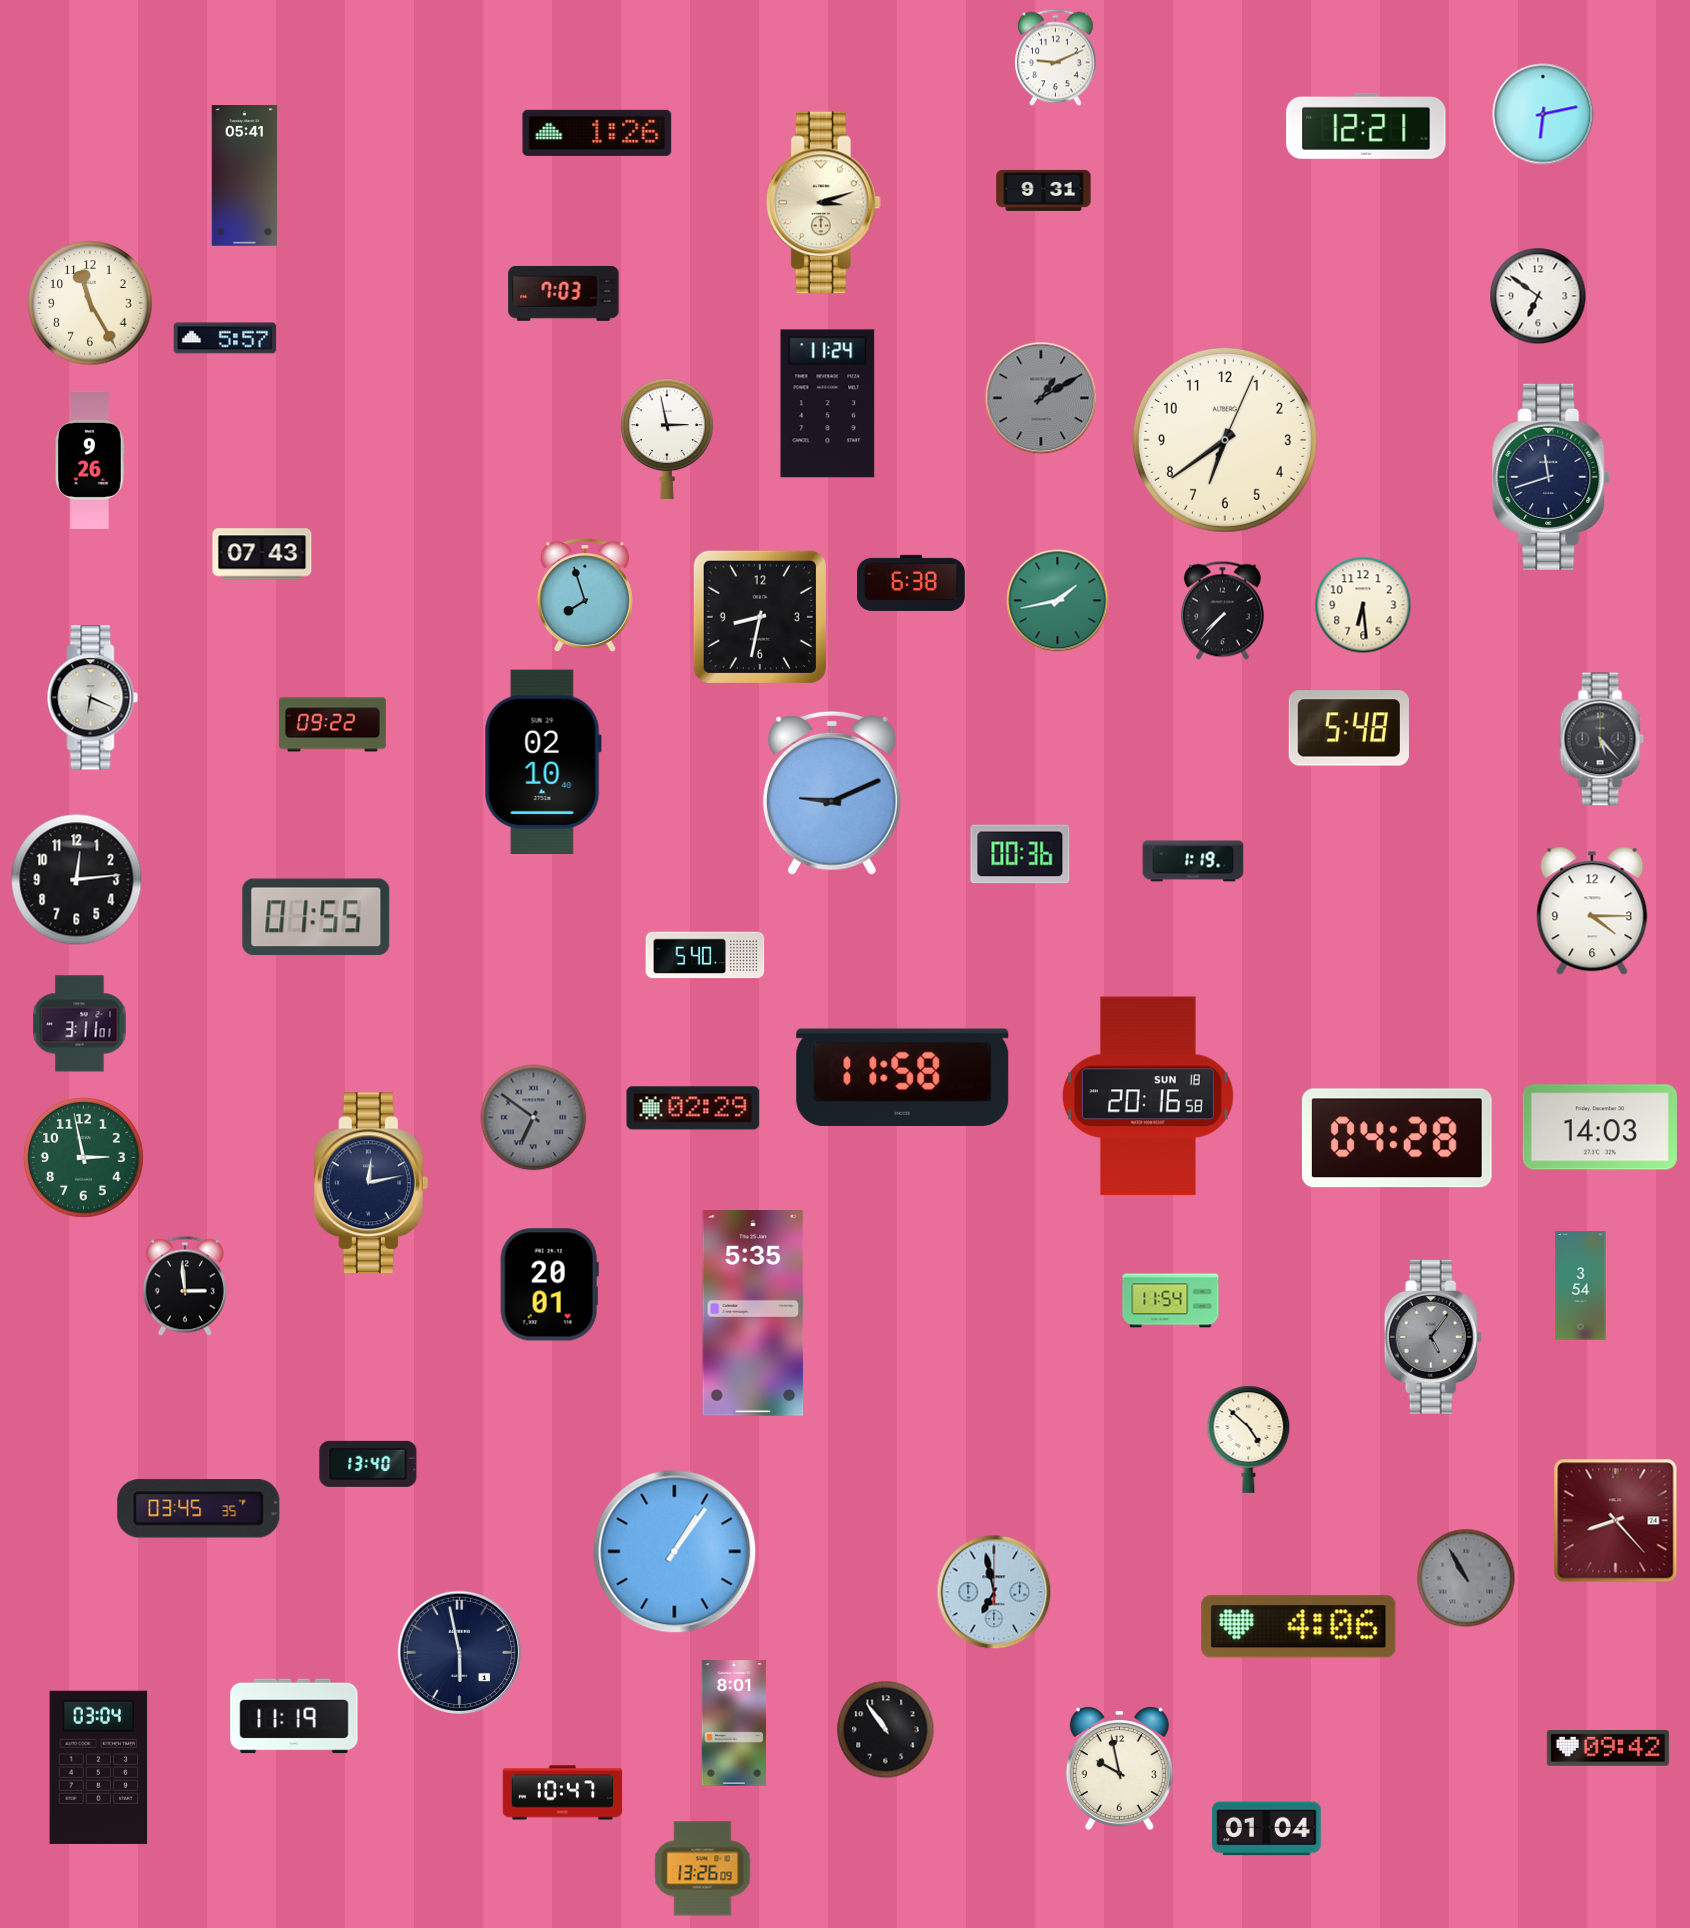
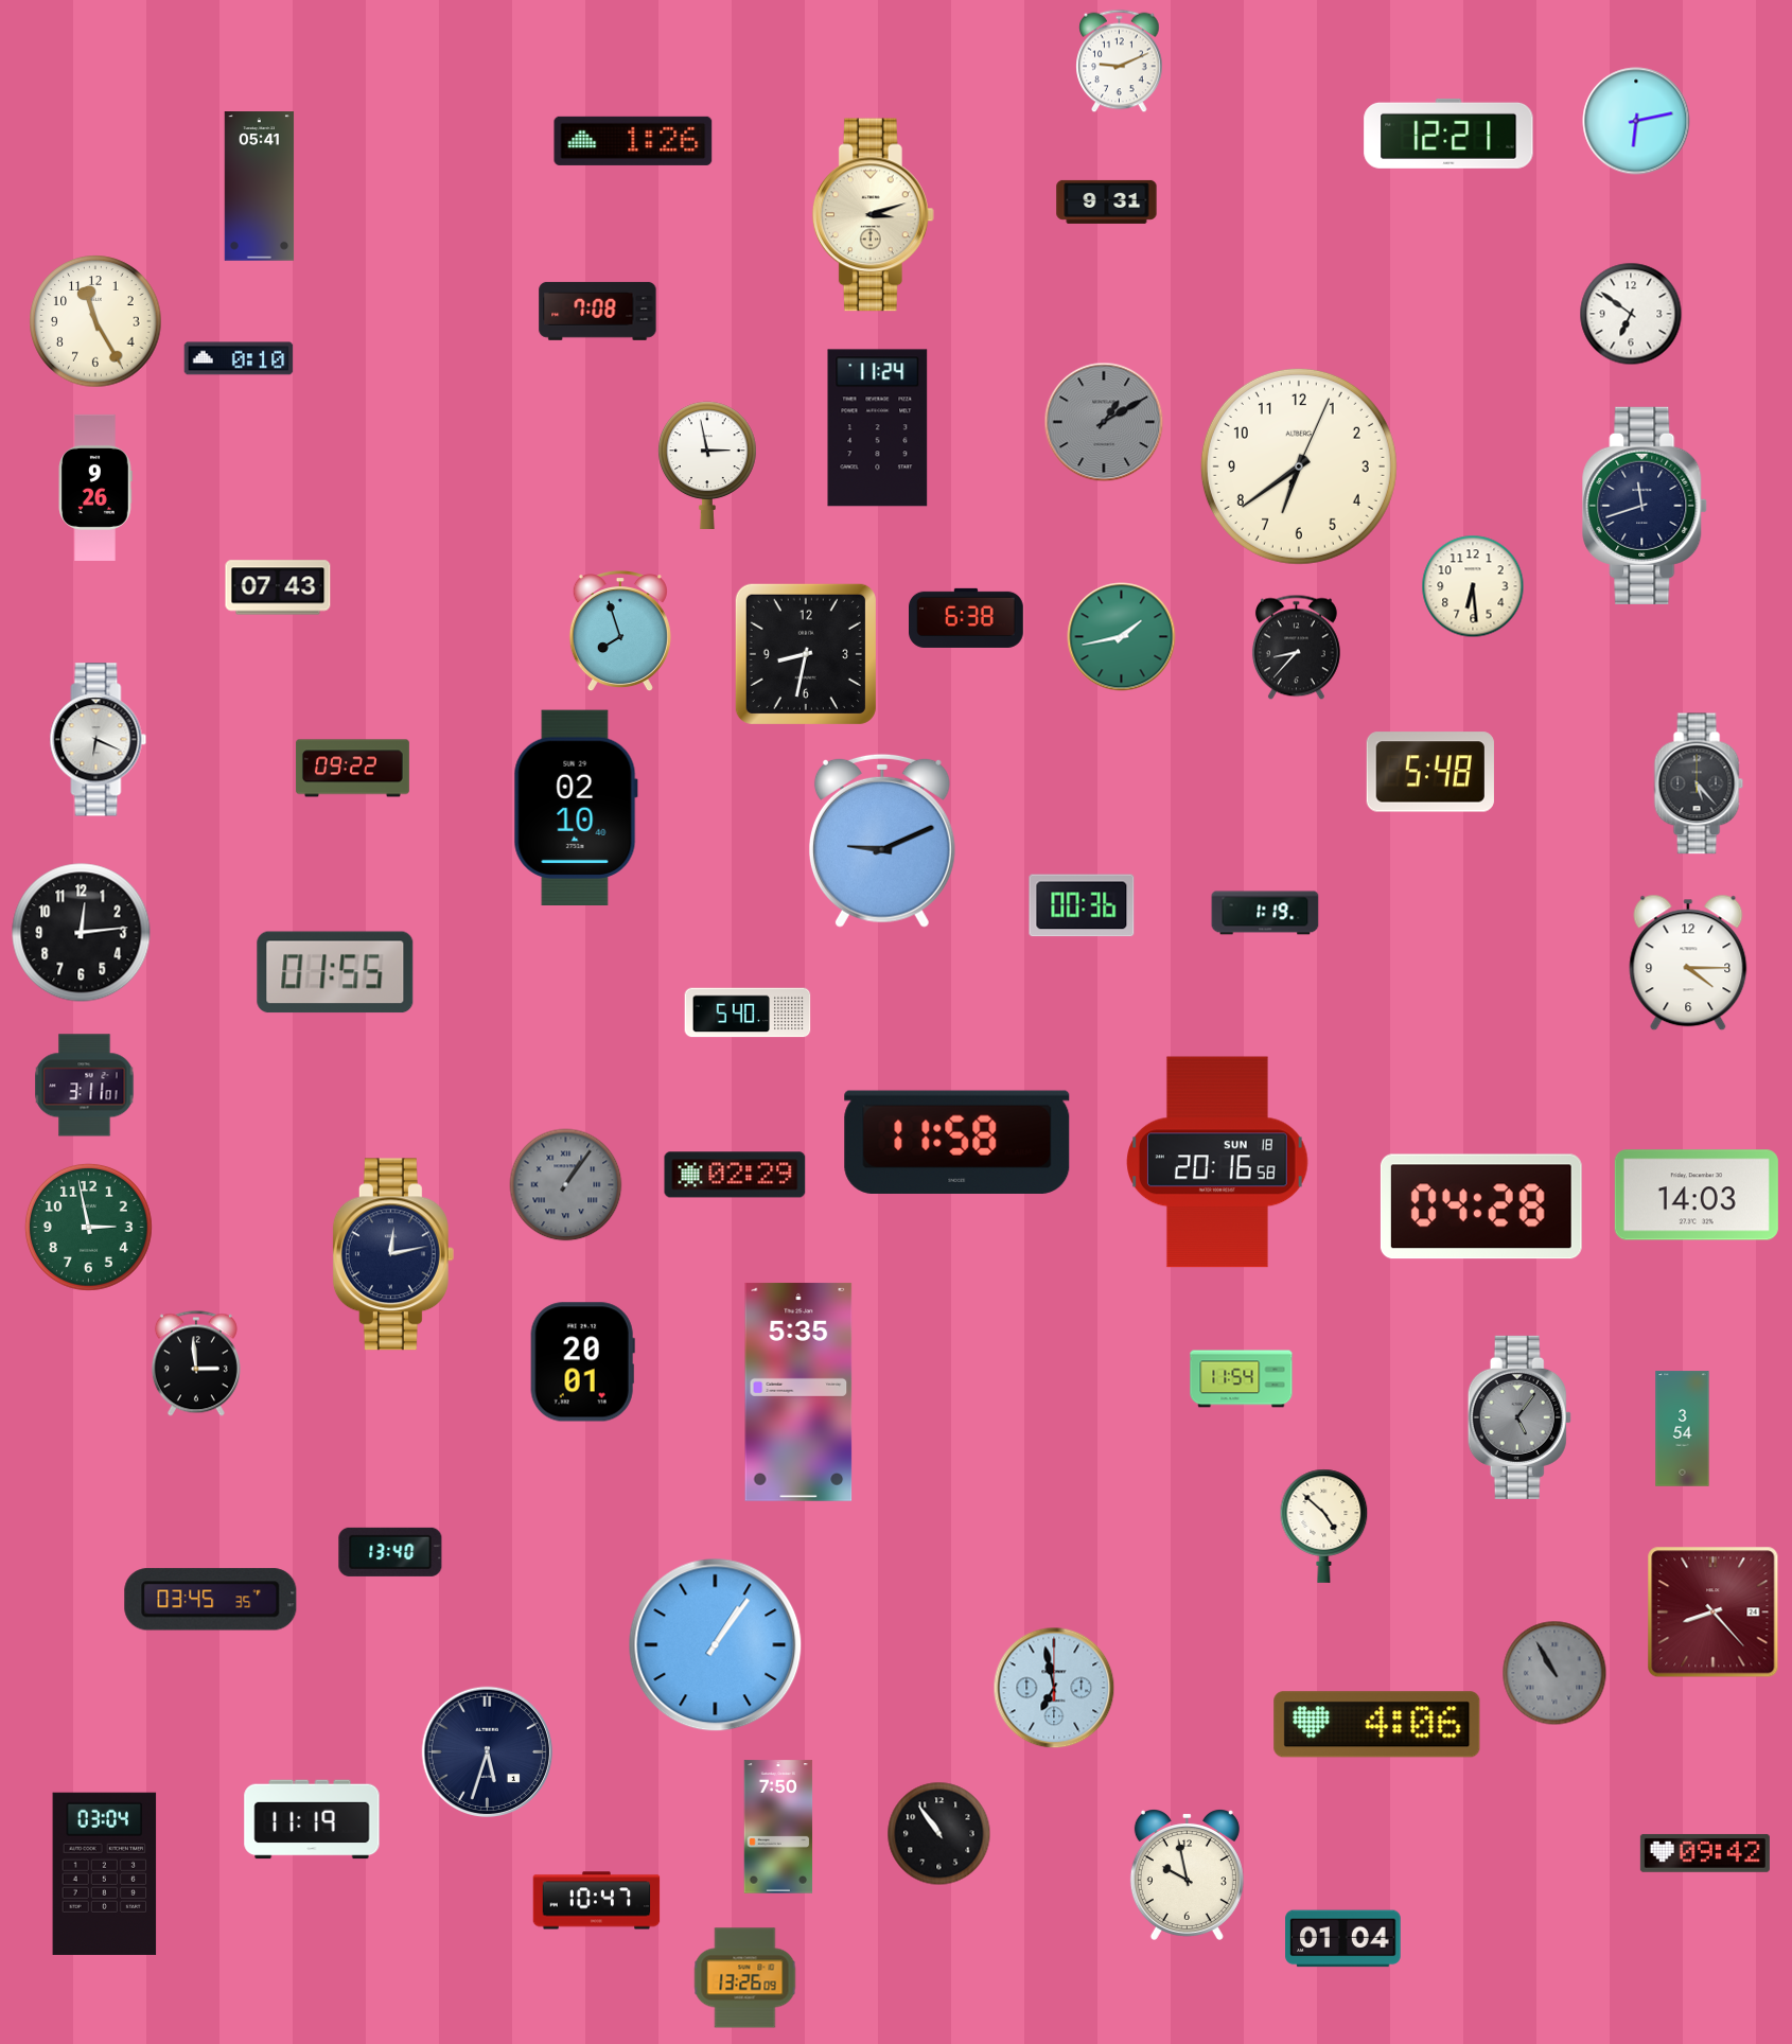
clock at (564, 293): 7:03 -> 7:08
clock at (225, 338): 5:57 -> 0:10
clock at (1363, 605) position: (1363, 605) -> (1473, 586)
clock at (1222, 611): 7:37 -> 8:37
clock at (1592, 911) position: (1592, 911) -> (1688, 963)
clock at (534, 1118): 6:51 -> 1:06
clock at (1581, 1286) position: (1581, 1286) -> (1683, 1429)
clock at (460, 1653): 5:58 -> 5:33
clock at (734, 1723): 8:01 -> 7:50
clock at (703, 1869) position: (703, 1869) -> (745, 1978)
